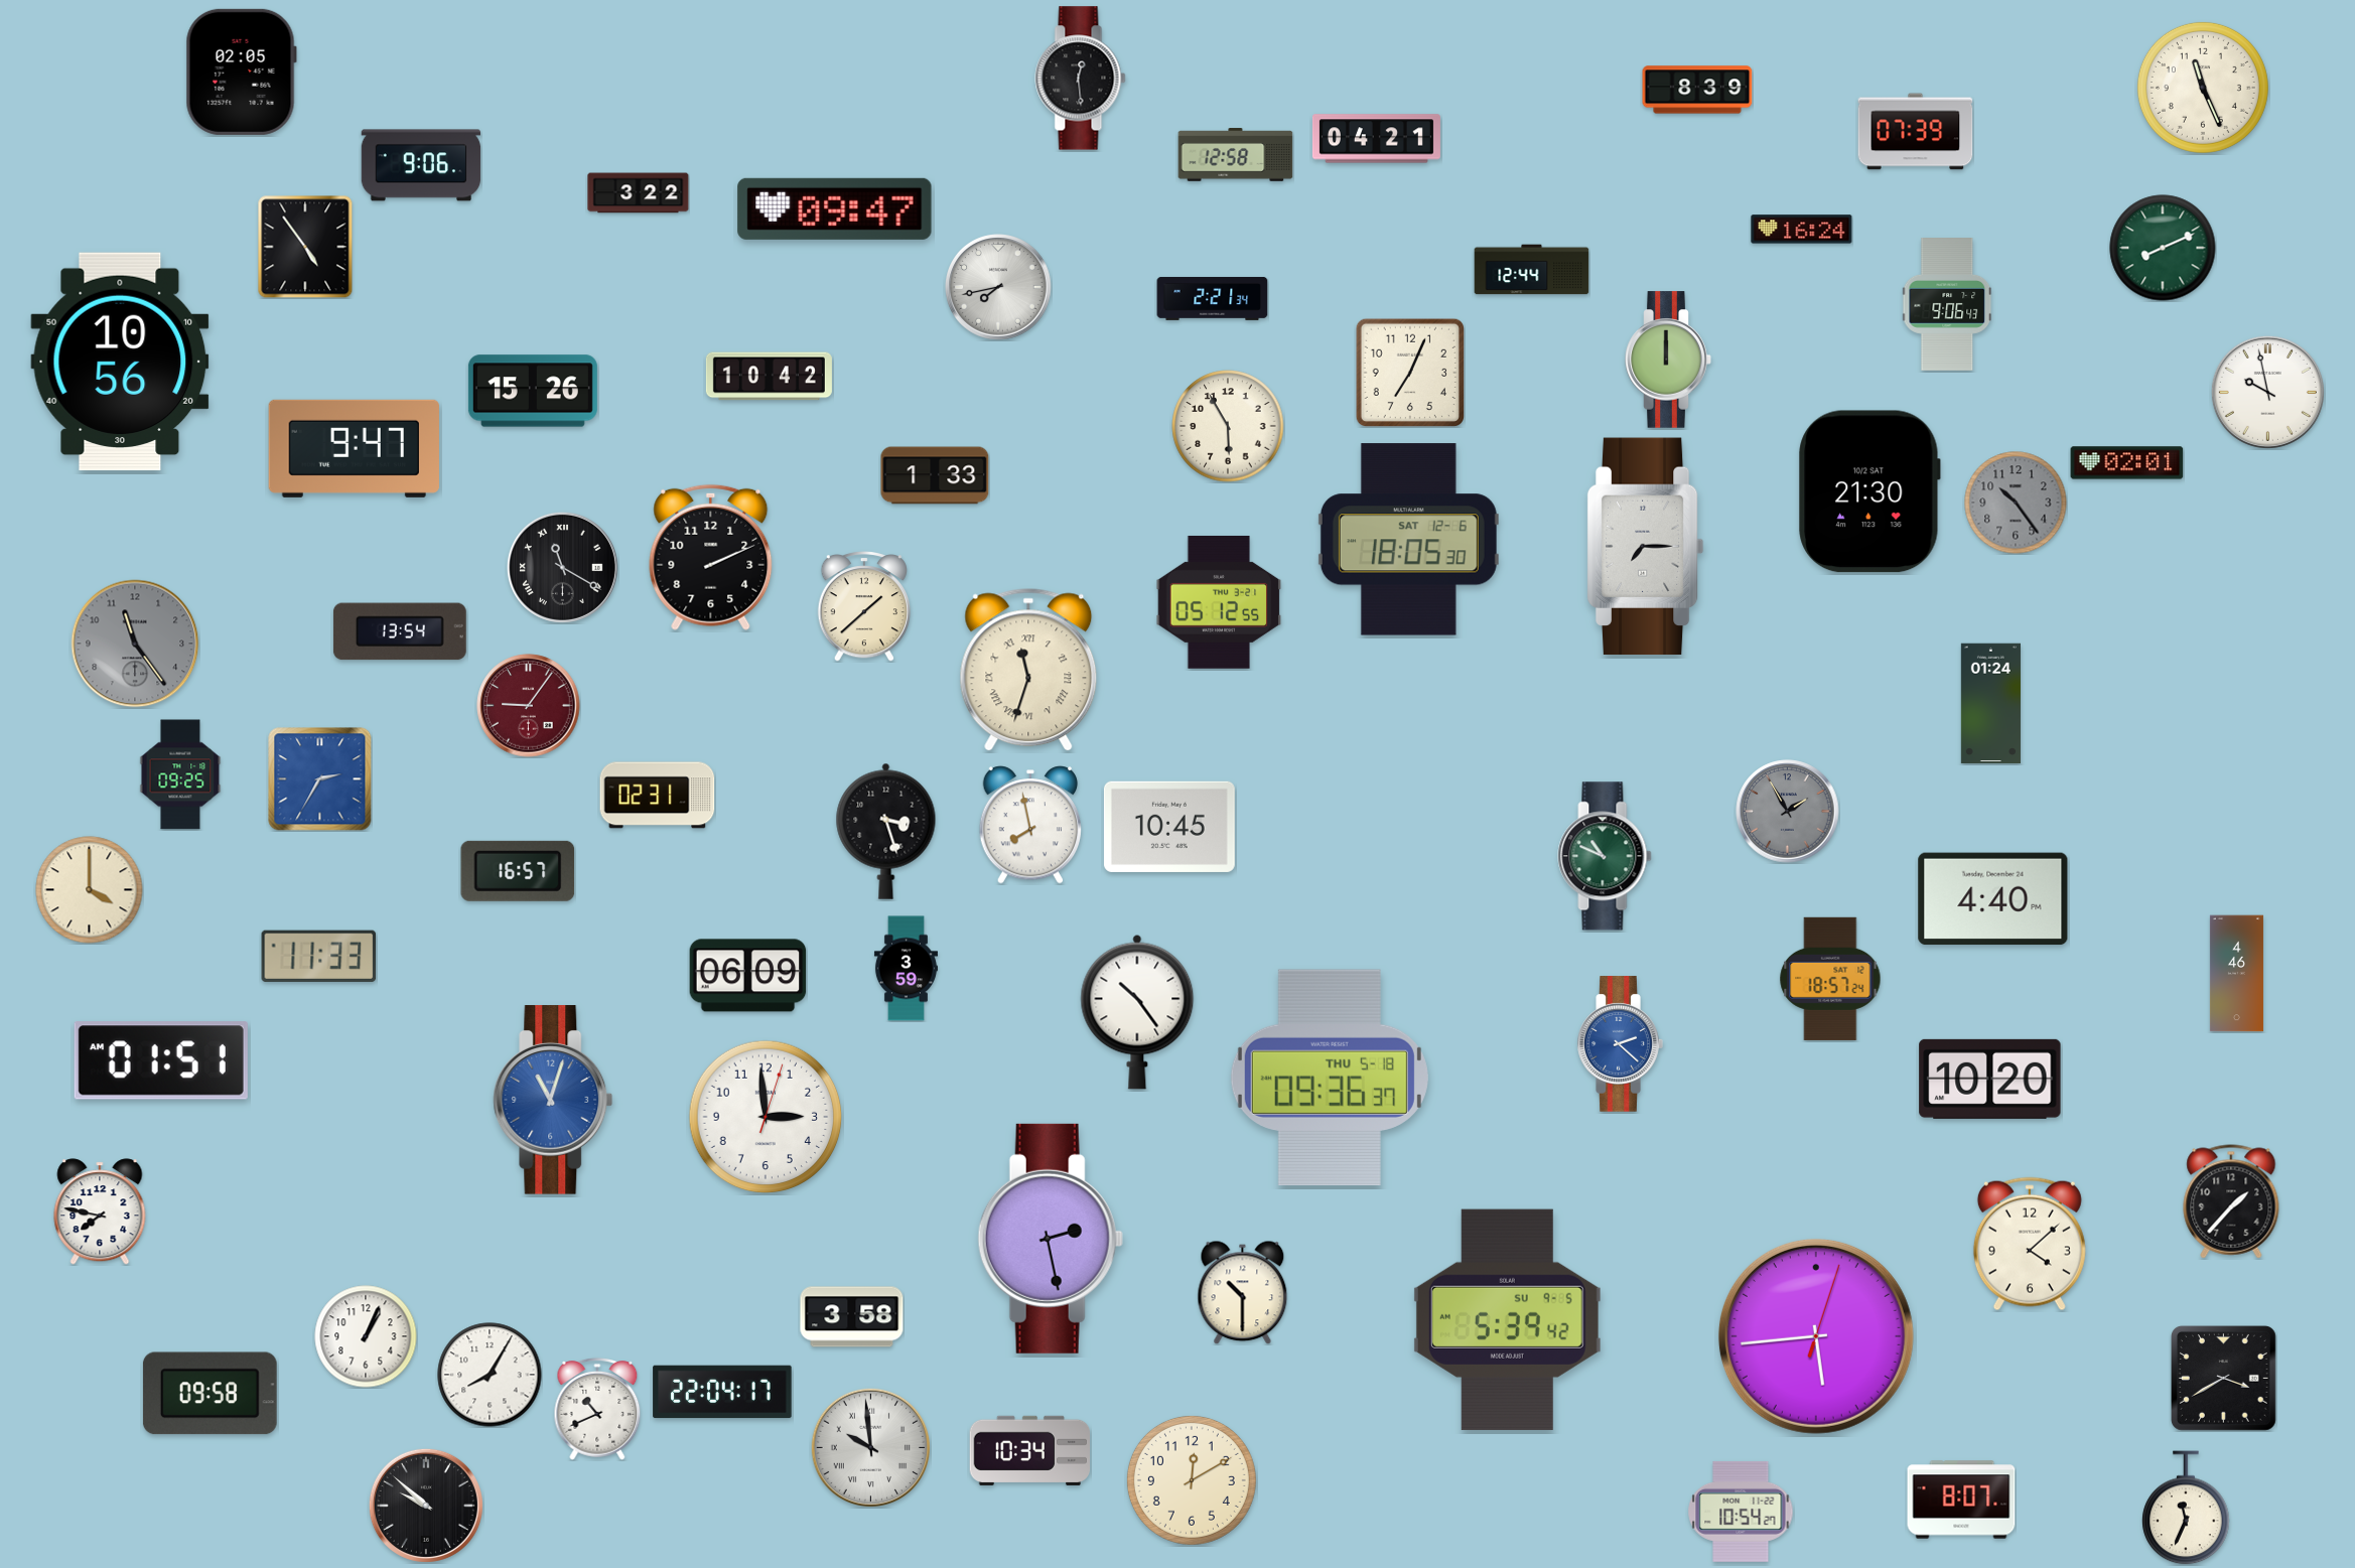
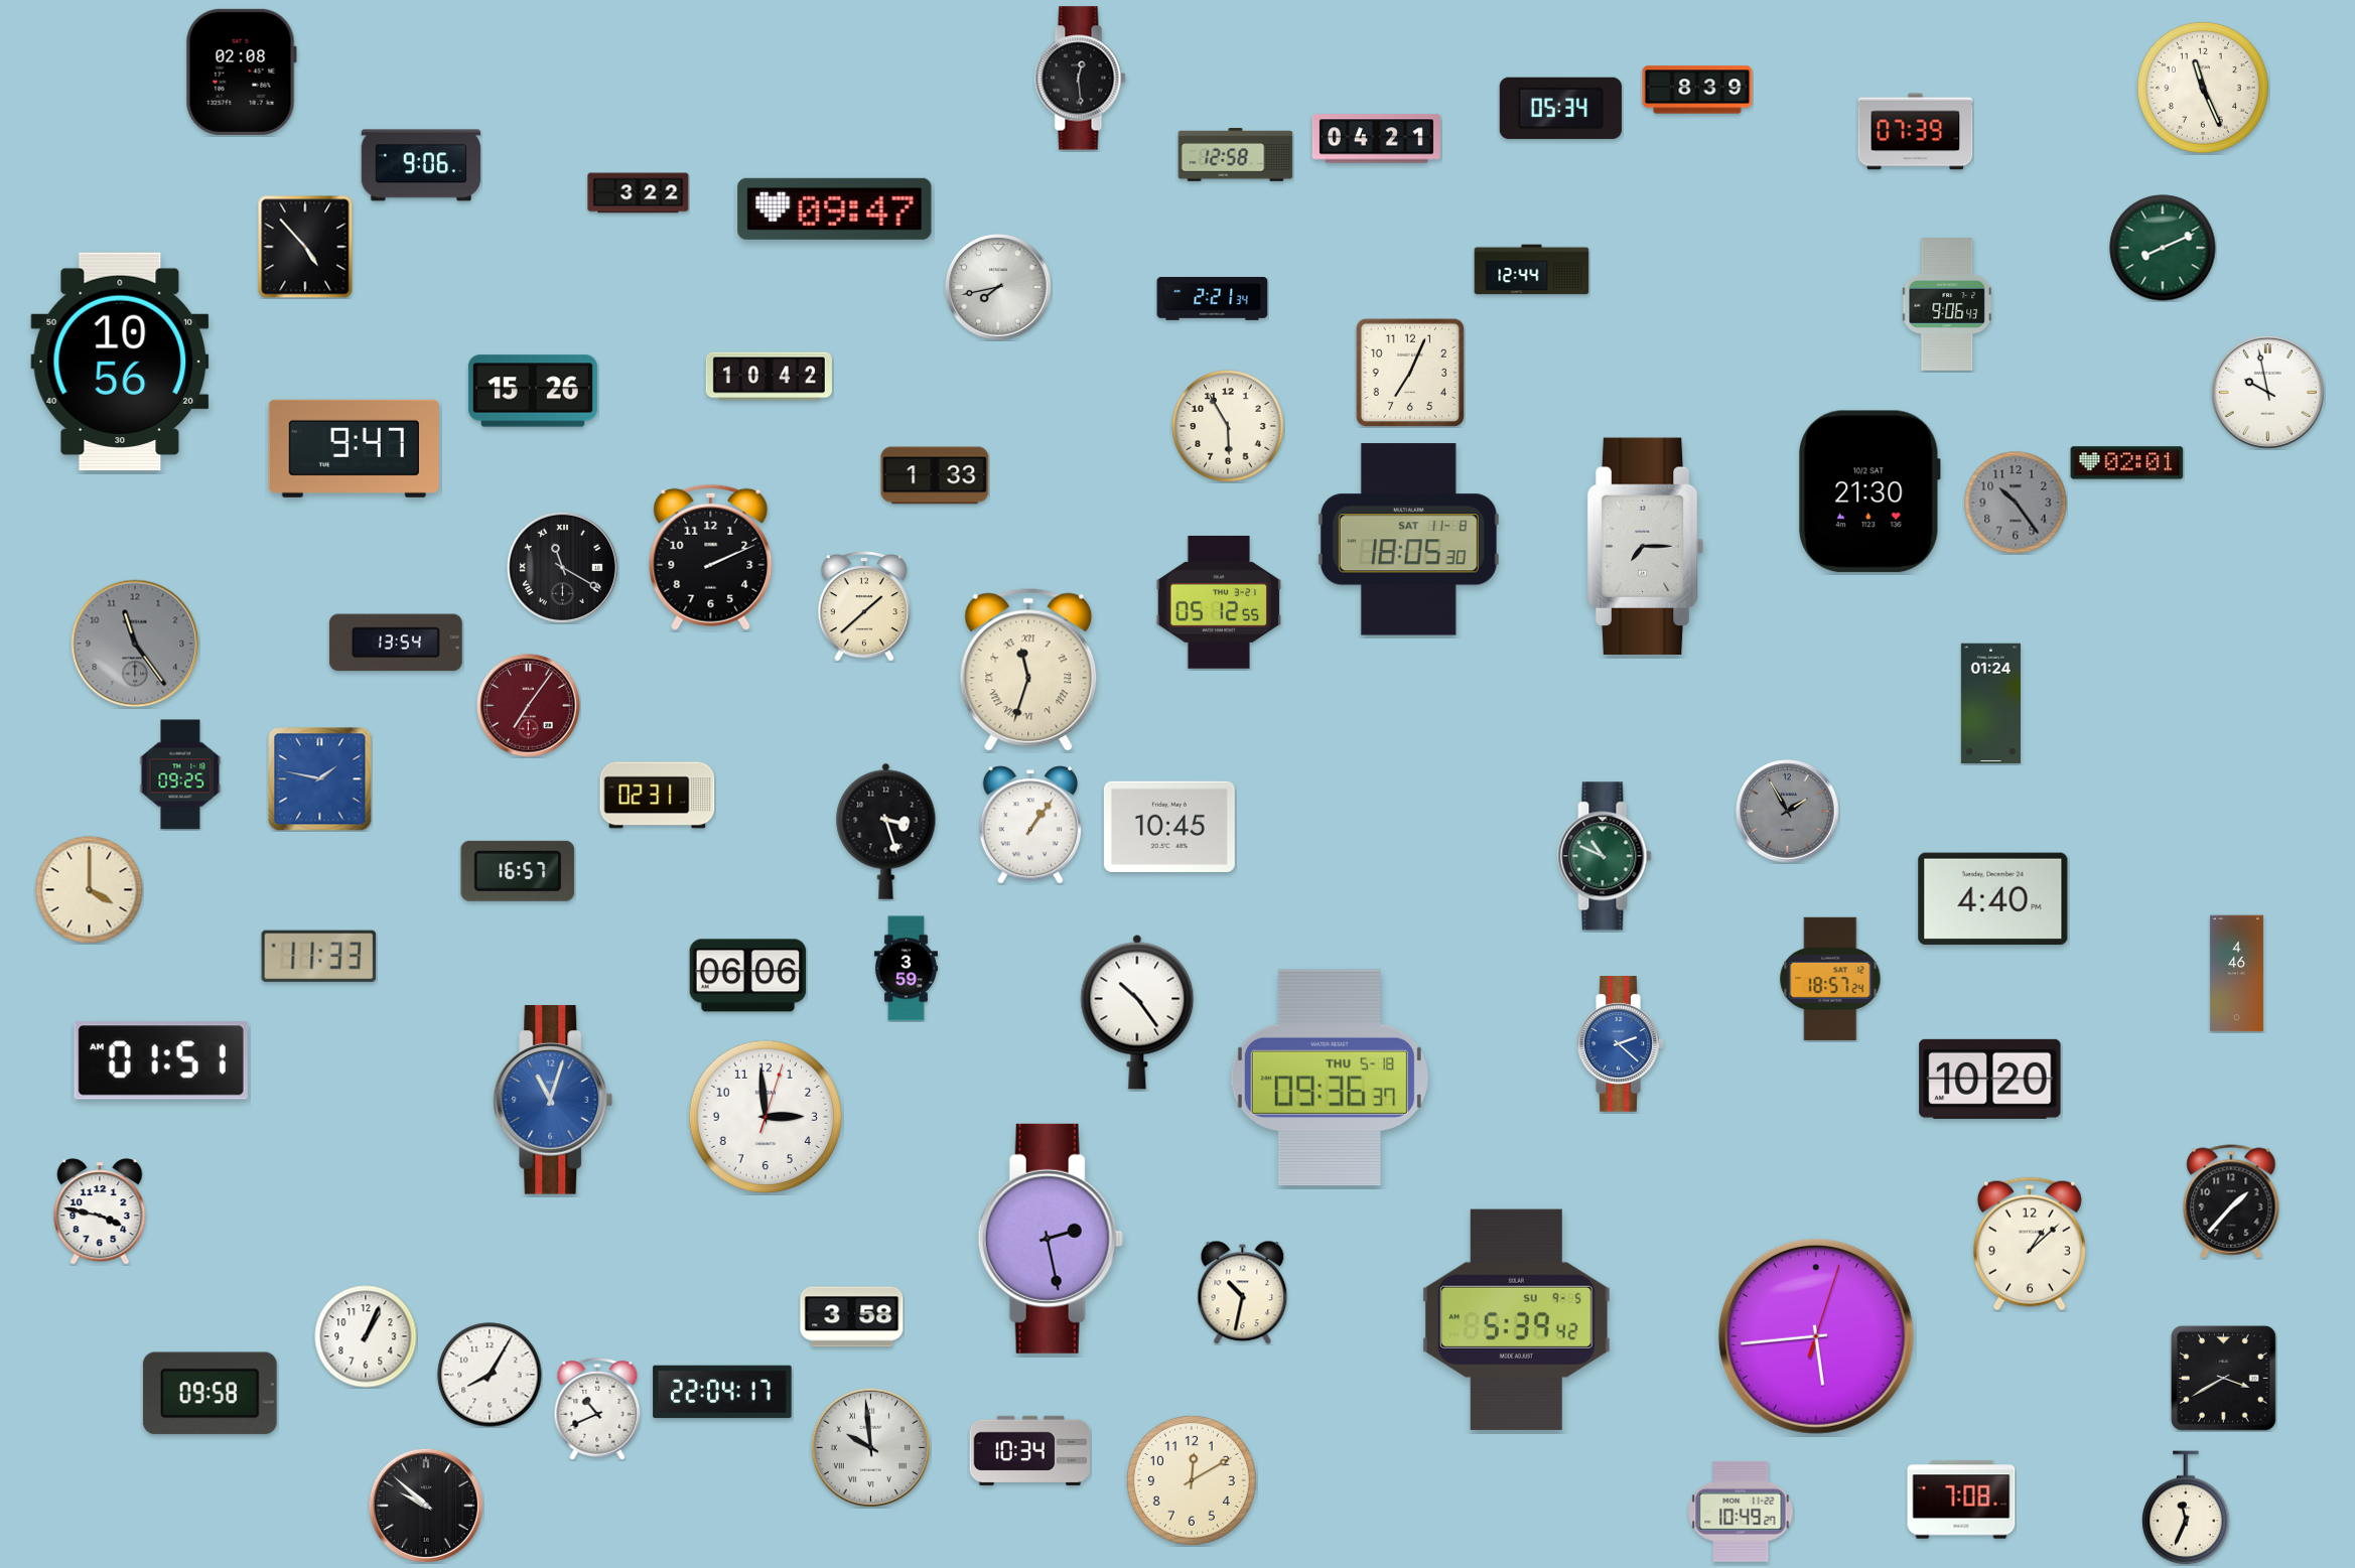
clock at (241, 72): 02:05 -> 02:08
clock at (1560, 108): none -> 05:34
clock at (1802, 230): 16:24 -> none
clock at (305, 247): 4:54 -> 4:53
clock at (1668, 360): 12:00 -> none
clock at (1408, 540) date: SAT 12-6 -> SAT 11-8
clock at (400, 631) position: (400, 631) -> (396, 643)
clock at (529, 706): 9:06 -> 7:06
clock at (320, 779): 2:35 -> 1:47
clock at (1029, 825): 7:58 -> 1:06
clock at (748, 976): 06:09 -> 06:06
clock at (100, 1211): 7:47 -> 3:47
clock at (2030, 1244): 4:08 -> 1:08
clock at (1243, 1292): 10:30 -> 10:32
clock at (1507, 1319) position: (1507, 1319) -> (1516, 1319)
clock at (1961, 1500): 8:07 -> 7:08
clock at (1741, 1512): 10:54 -> 10:49
